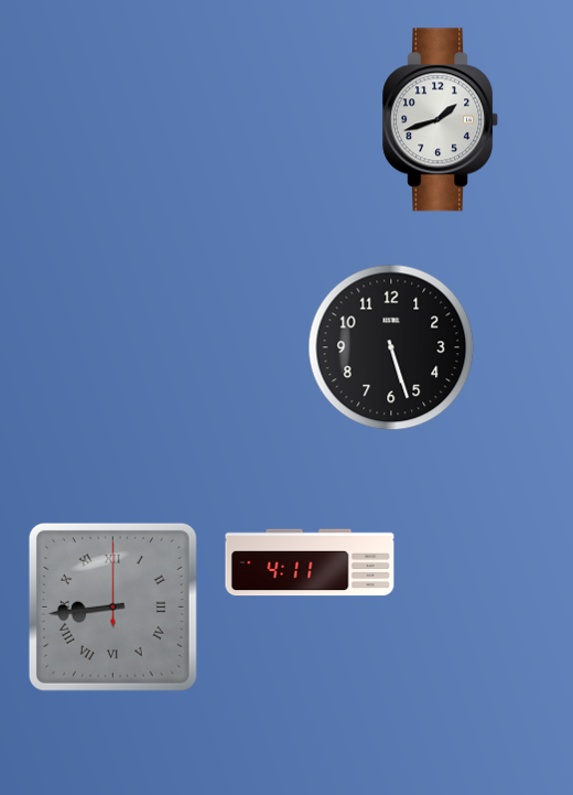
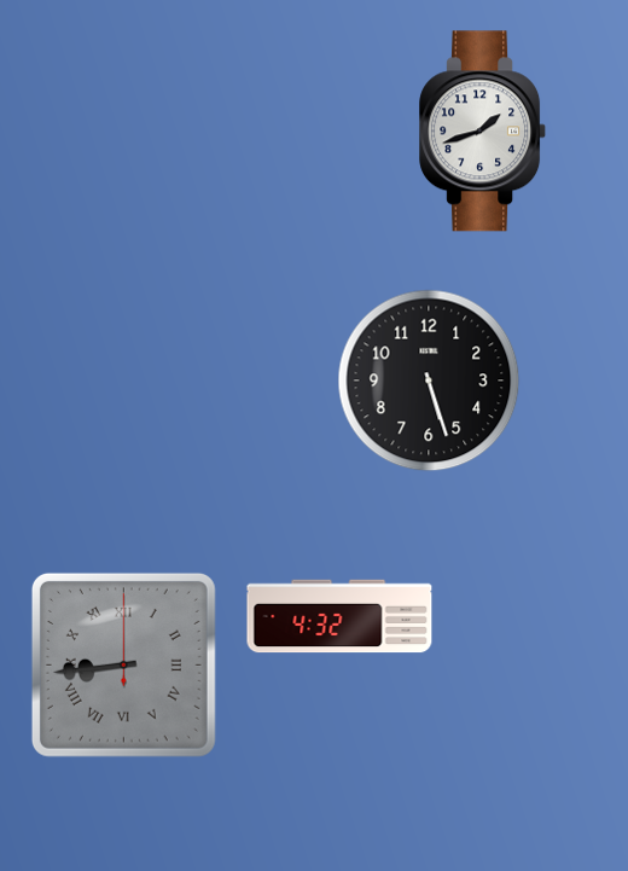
clock at (310, 562): 4:11 -> 4:32
